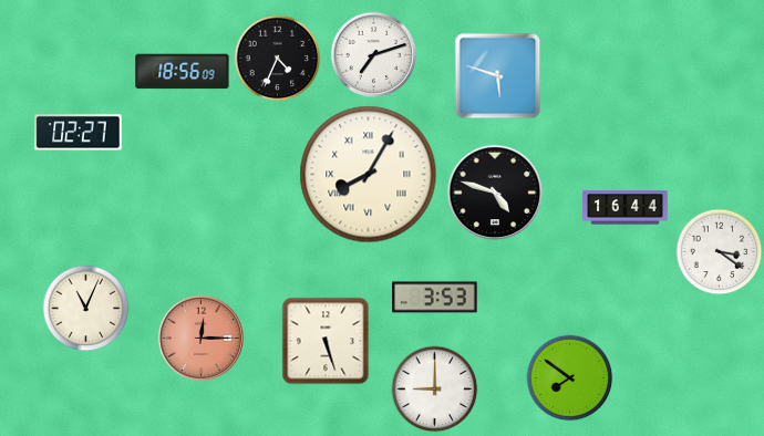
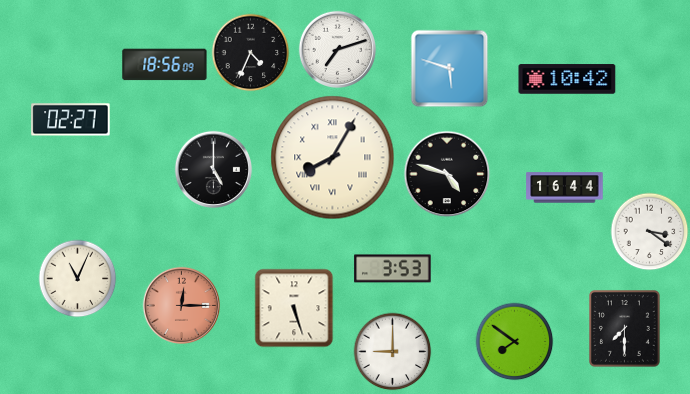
clock at (567, 79): none -> 10:42
clock at (213, 169): none -> 5:00
clock at (719, 251) position: (719, 251) -> (649, 231)
clock at (625, 329): none -> 7:30
